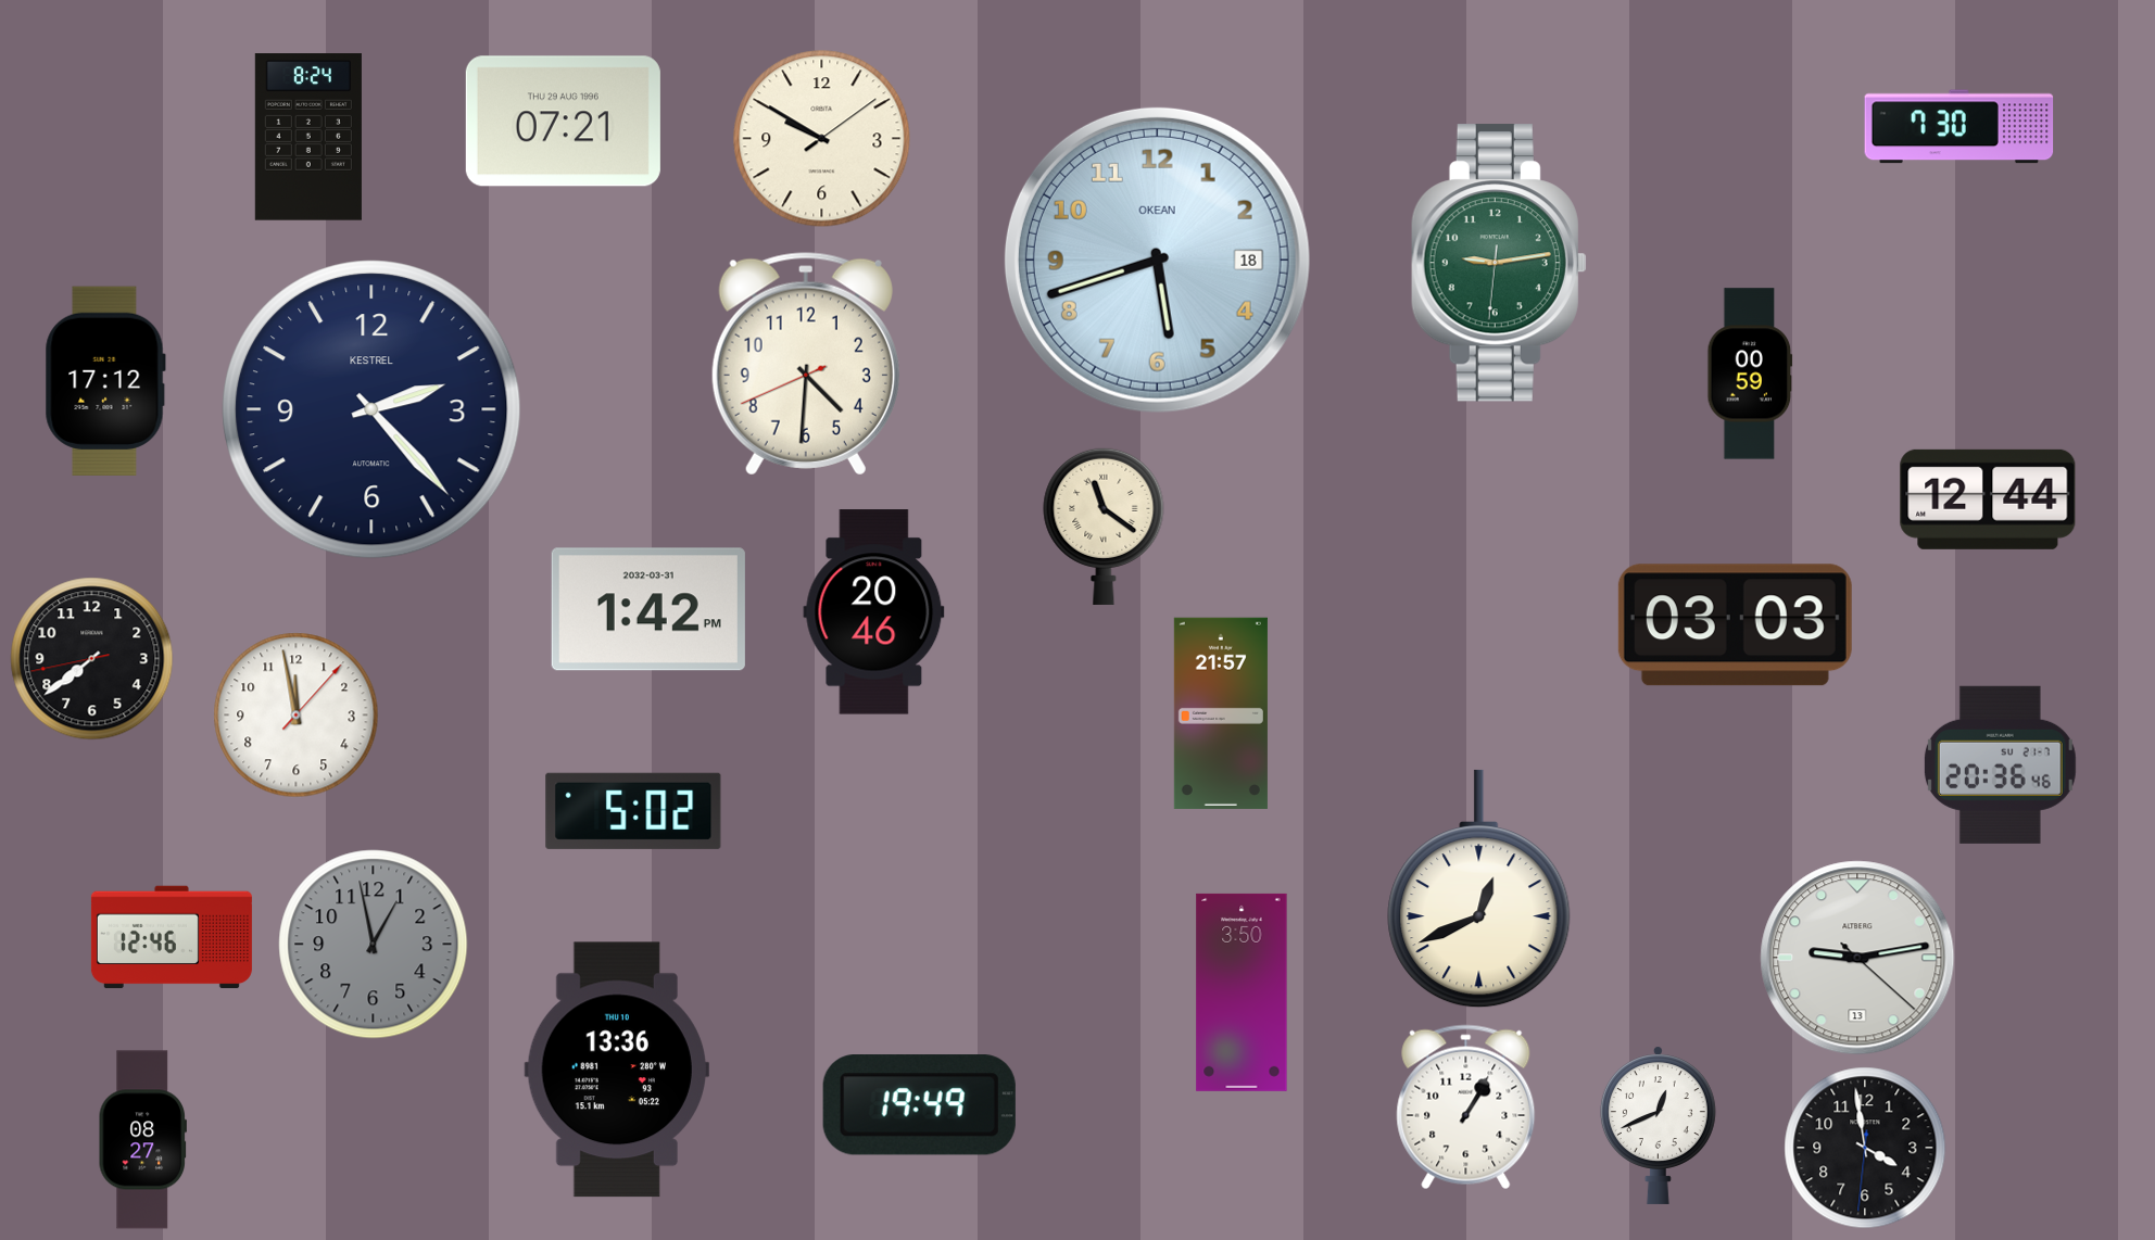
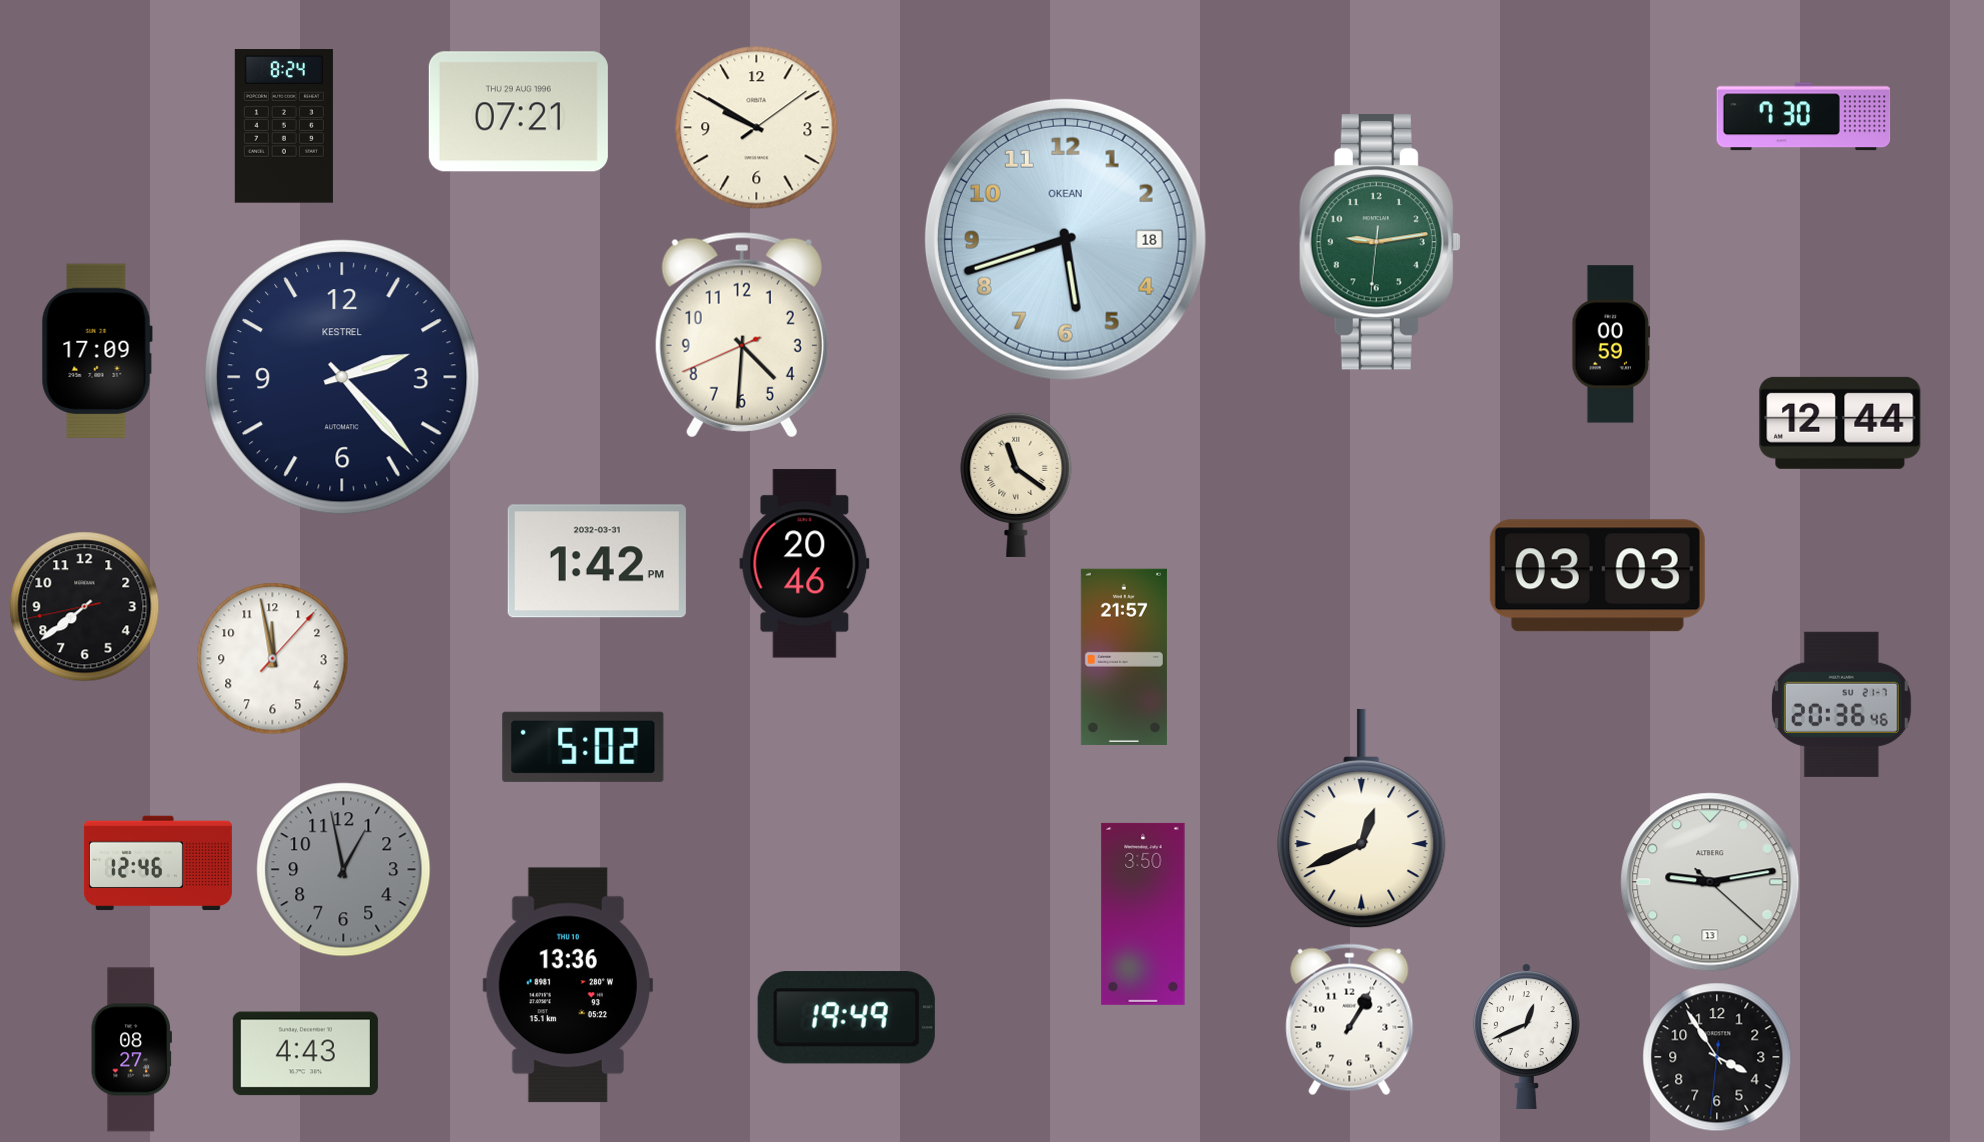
clock at (105, 380): 17:12 -> 17:09
clock at (1988, 499) position: (1988, 499) -> (1840, 423)
clock at (305, 1054): none -> 4:43
clock at (1865, 1148): 3:58 -> 3:54
